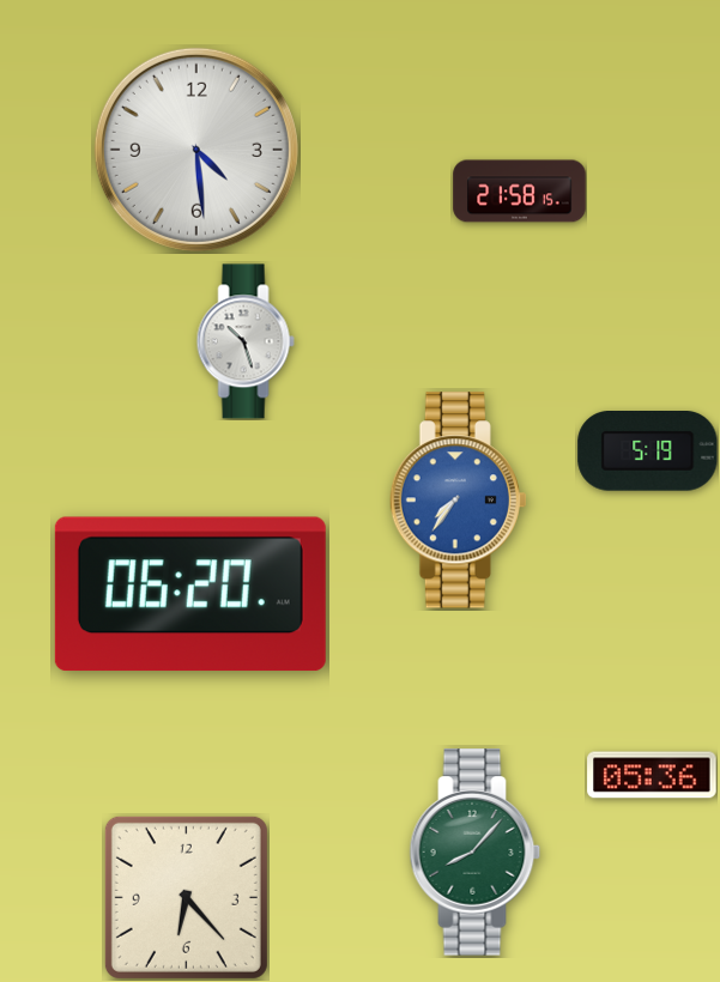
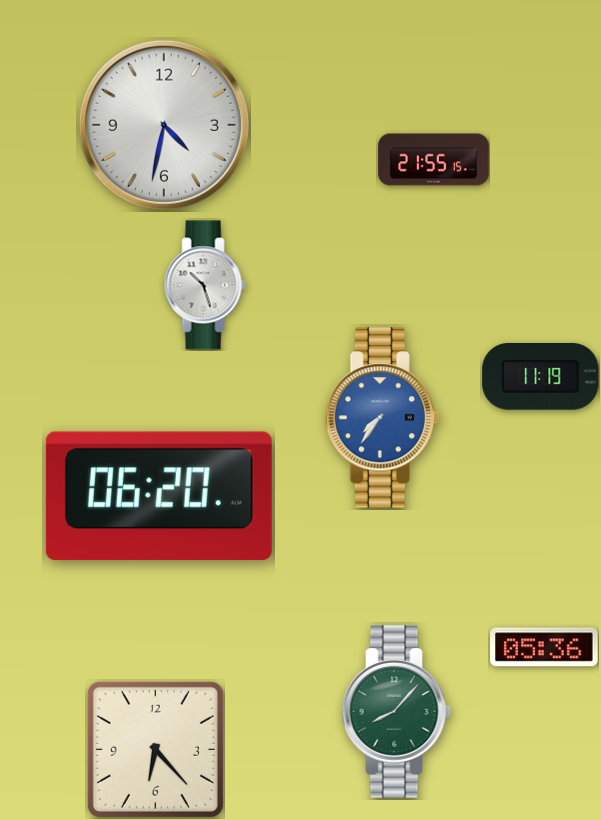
clock at (196, 150): 4:29 -> 4:32
clock at (520, 192): 21:58 -> 21:55
clock at (648, 451): 5:19 -> 11:19
